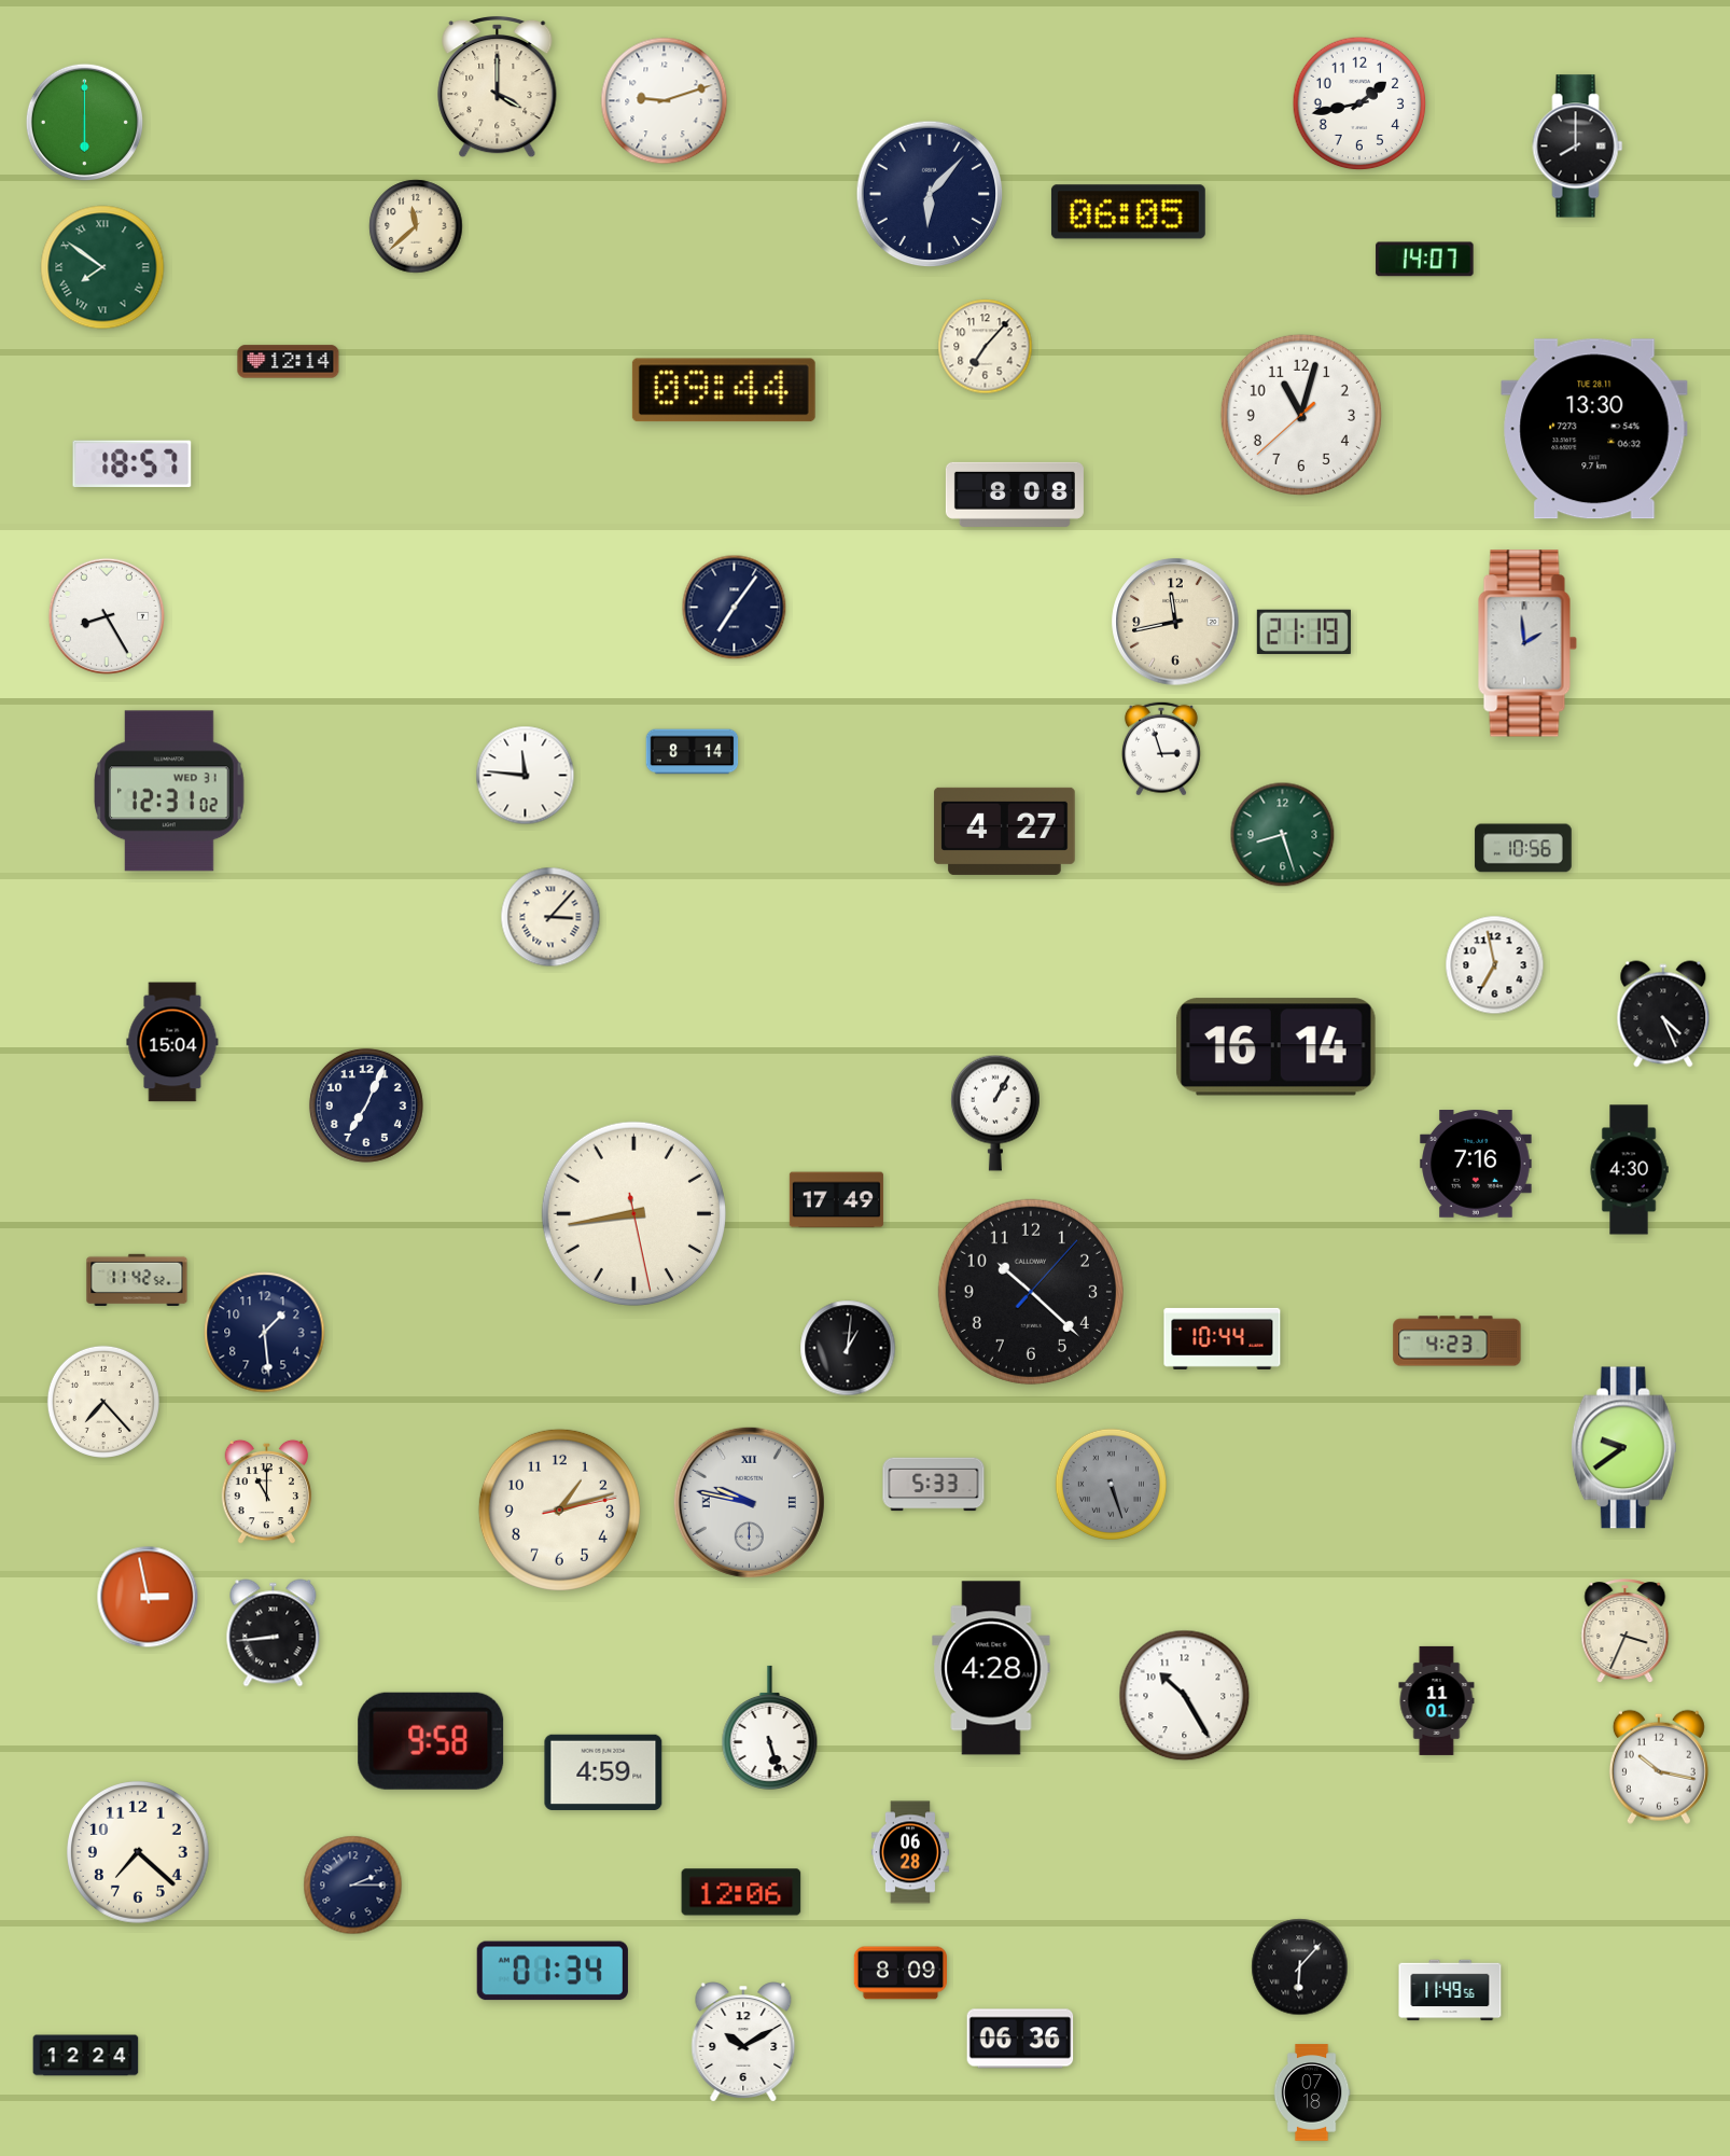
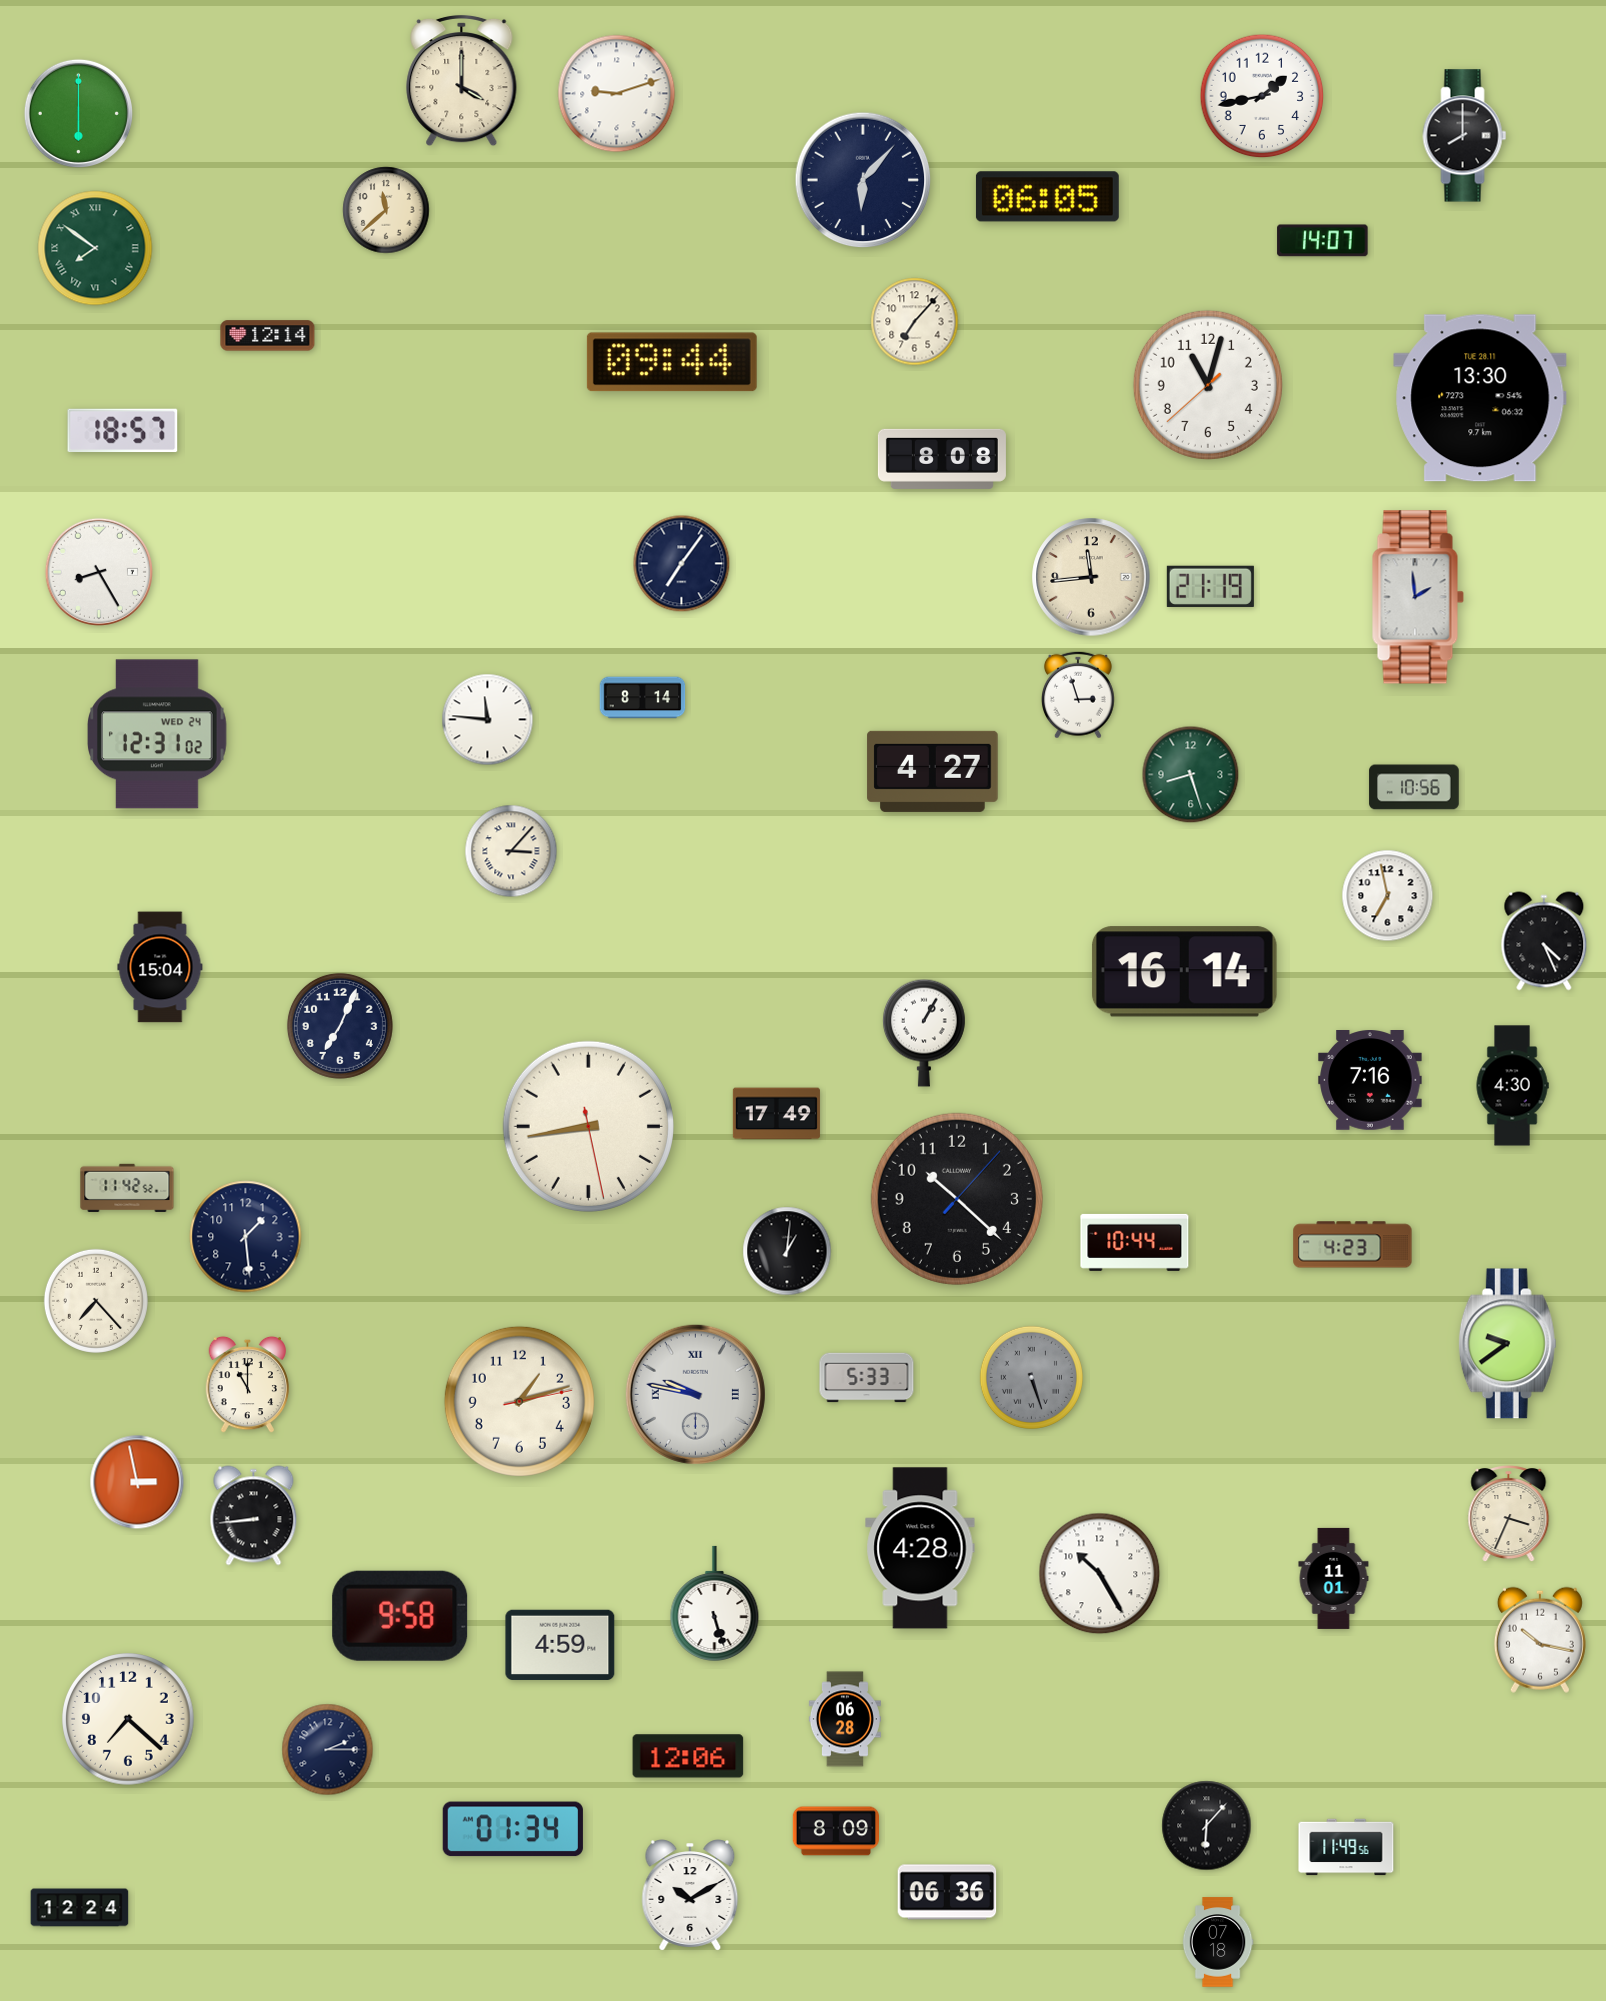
clock at (1175, 622): 11:43 -> 11:44
clock at (170, 791) date: WED 31 -> WED 24
